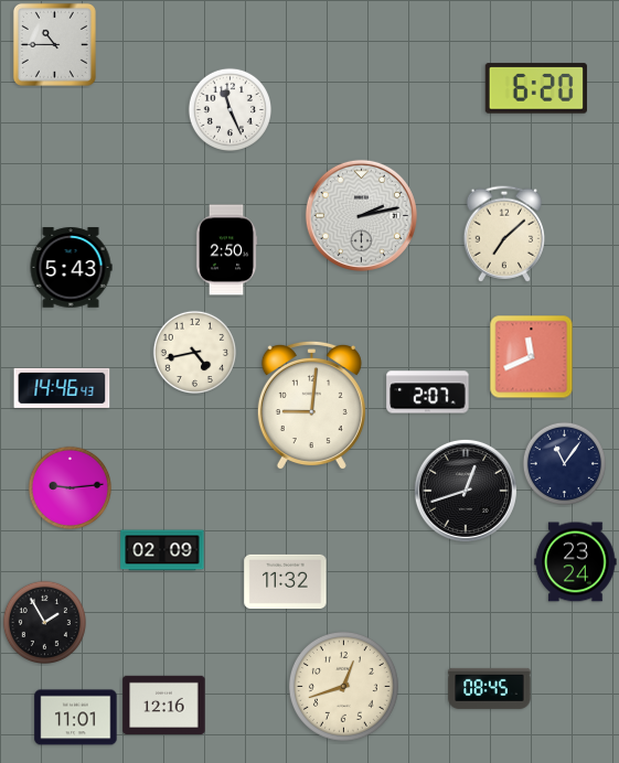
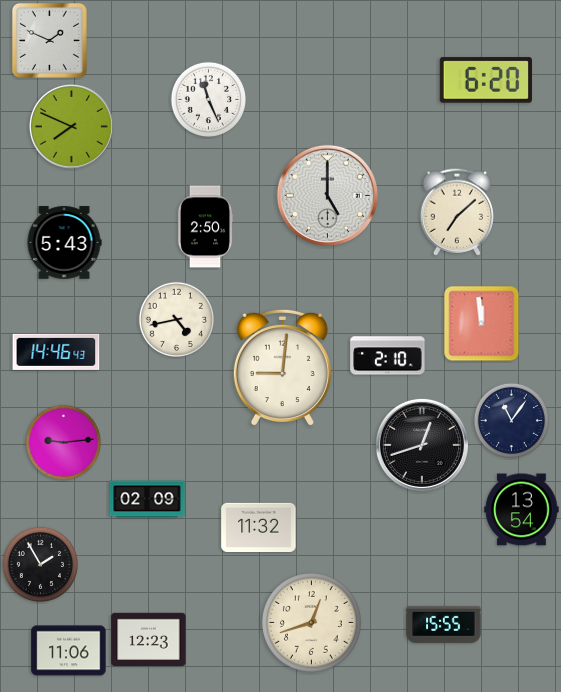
clock at (54, 44): 10:45 -> 1:49
clock at (71, 126): none -> 7:49
clock at (361, 215): 2:13 -> 5:00
clock at (532, 357): 11:41 -> 11:59
clock at (428, 393): 2:07 -> 2:10
clock at (576, 562): 23:24 -> 13:54
clock at (490, 688): 08:45 -> 15:55
clock at (164, 705): 12:16 -> 12:23
clock at (76, 718): 11:01 -> 11:06
